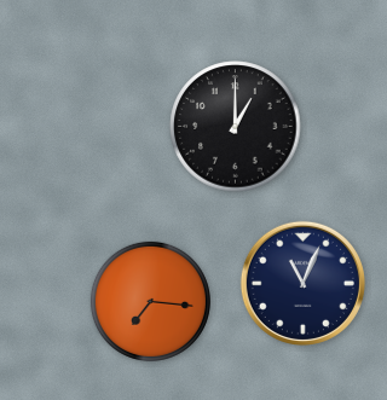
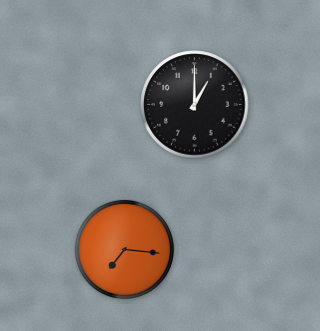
clock at (302, 283): 11:04 -> none
